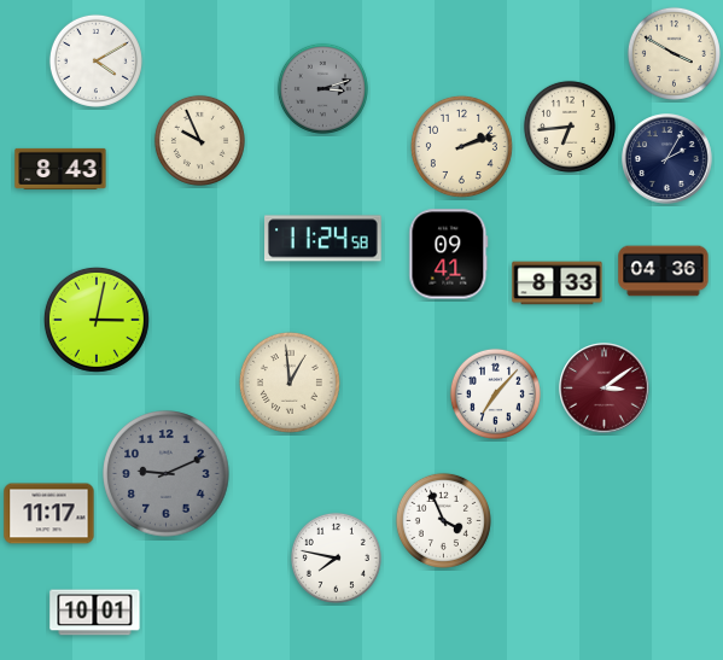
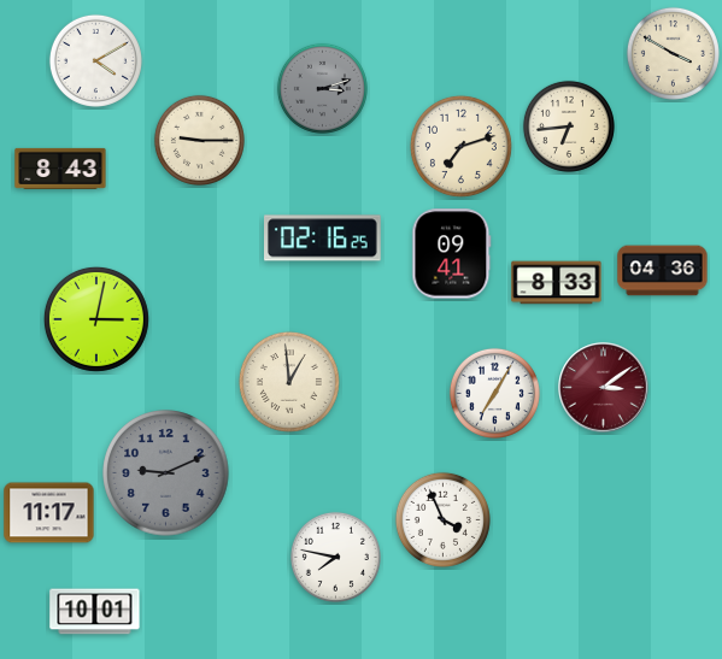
clock at (199, 140): 9:56 -> 9:15
clock at (461, 146): 2:12 -> 7:12
clock at (667, 159): 2:05 -> none
clock at (323, 239): 11:24 -> 02:16
clock at (449, 255) position: (449, 255) -> (452, 254)
clock at (495, 393): 7:07 -> 7:05
